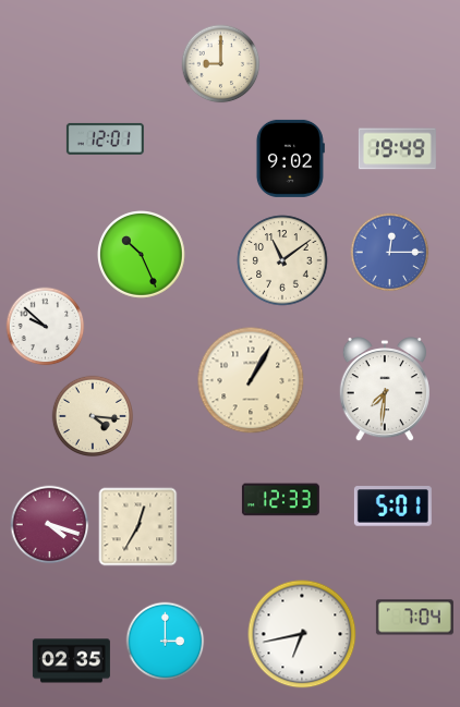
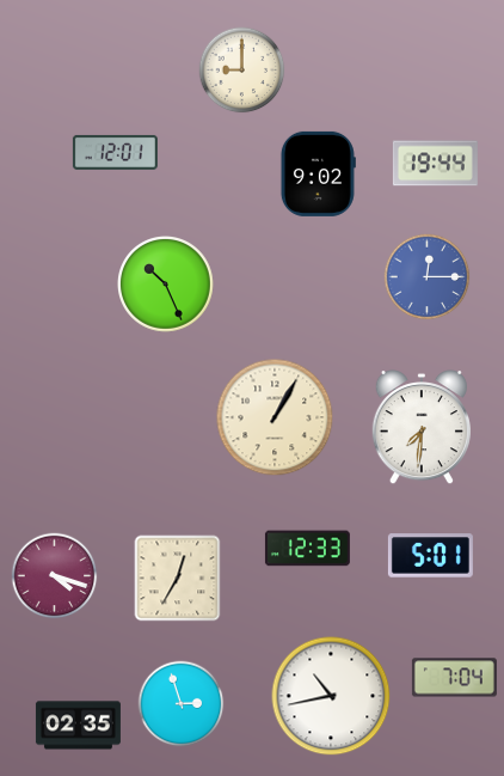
clock at (397, 149): 19:49 -> 19:44
clock at (142, 255) position: (142, 255) -> (166, 285)
clock at (282, 260): 11:09 -> none
clock at (46, 327): 9:52 -> none
clock at (93, 416): 4:16 -> none
clock at (138, 527) position: (138, 527) -> (178, 579)
clock at (302, 634): 6:43 -> 10:43
clock at (166, 642): 3:00 -> 2:57
